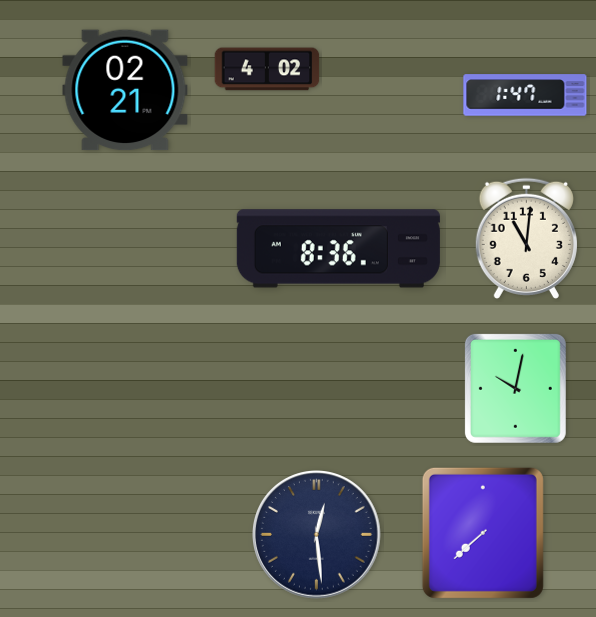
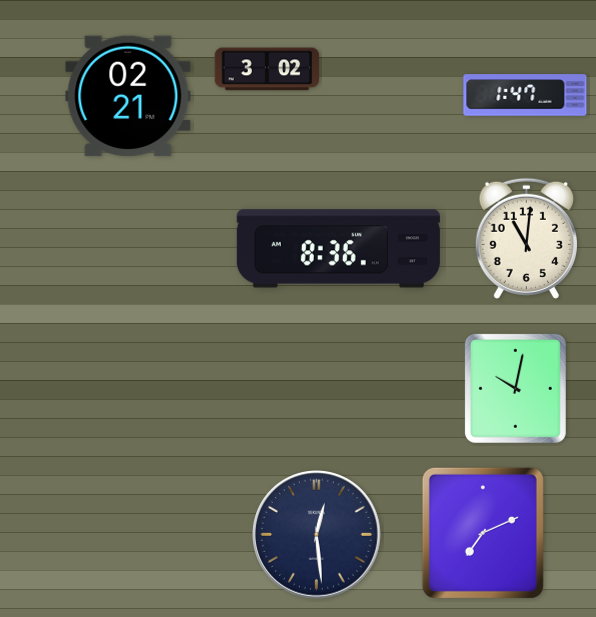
clock at (267, 69): 4:02 -> 3:02
clock at (125, 90) position: (125, 90) -> (128, 96)
clock at (483, 533): 7:38 -> 7:11
